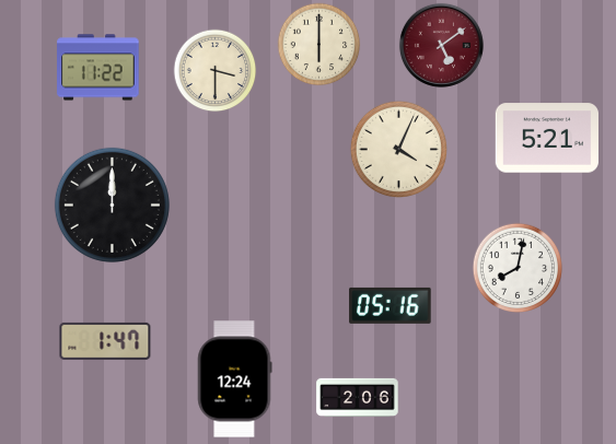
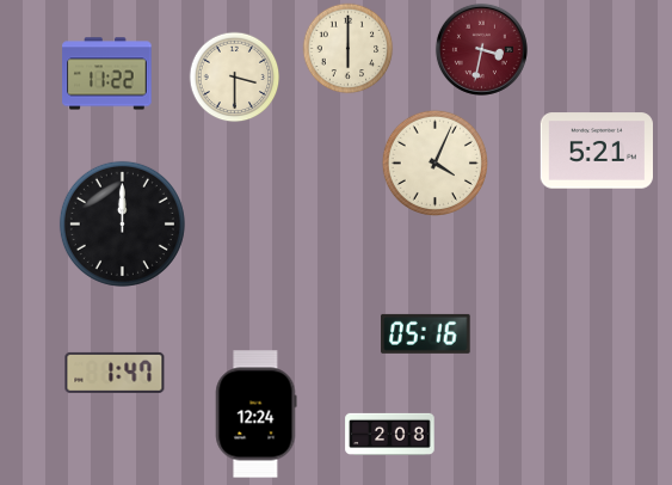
clock at (441, 45): 5:09 -> 3:32
clock at (518, 268): 8:02 -> none
clock at (358, 397): 2:06 -> 2:08
